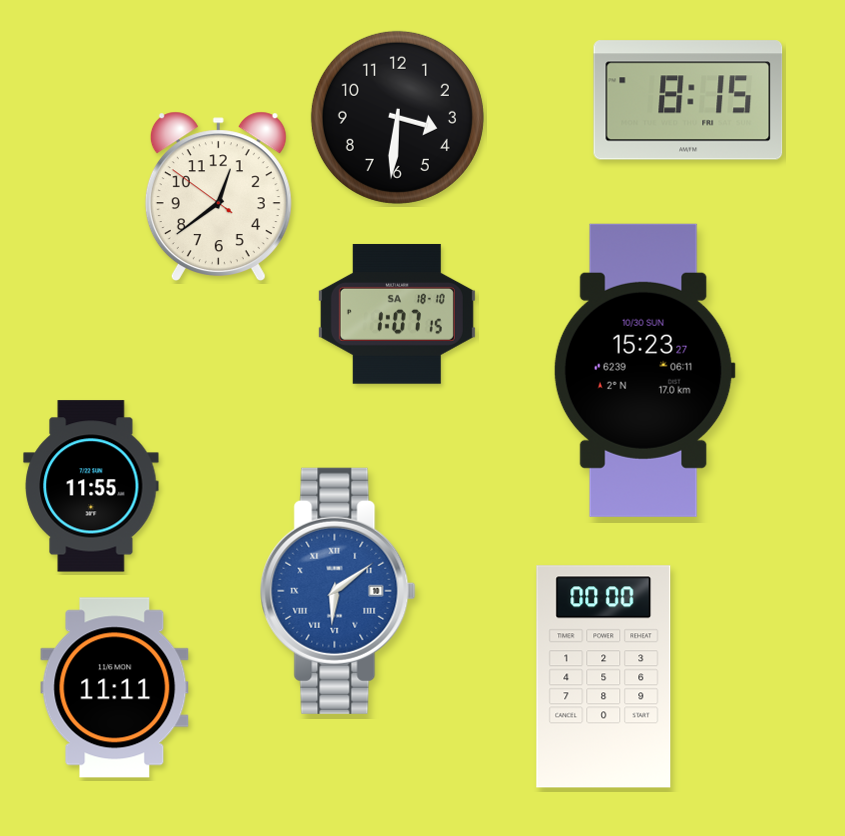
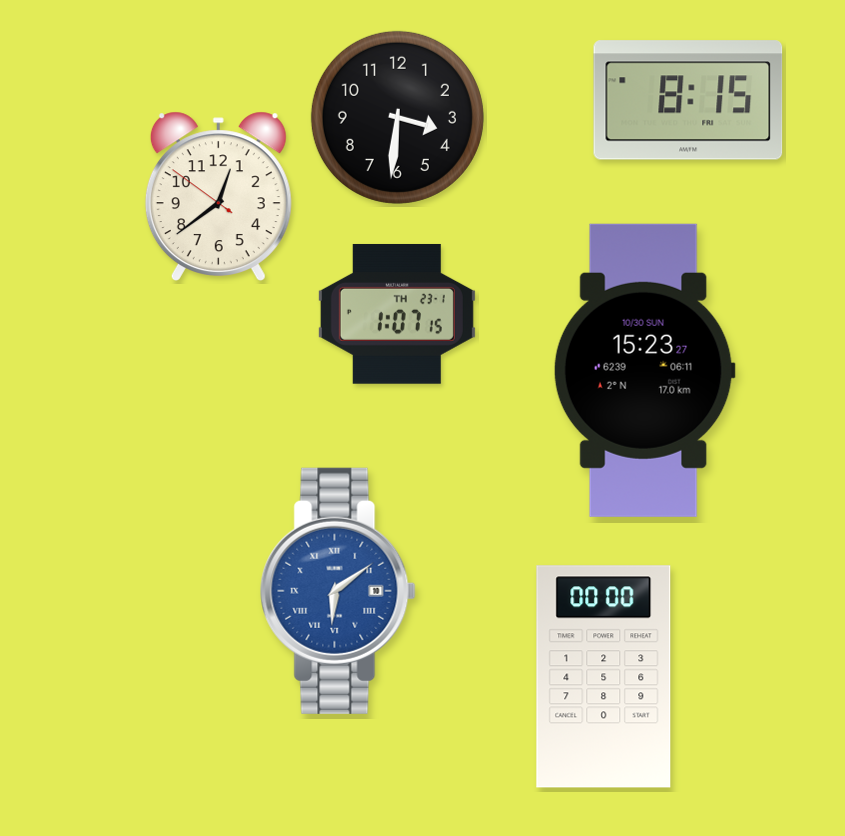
clock at (397, 314) date: SA 18-10 -> TH 23-1
clock at (91, 486): 11:55 -> none
clock at (115, 688): 11:11 -> none
